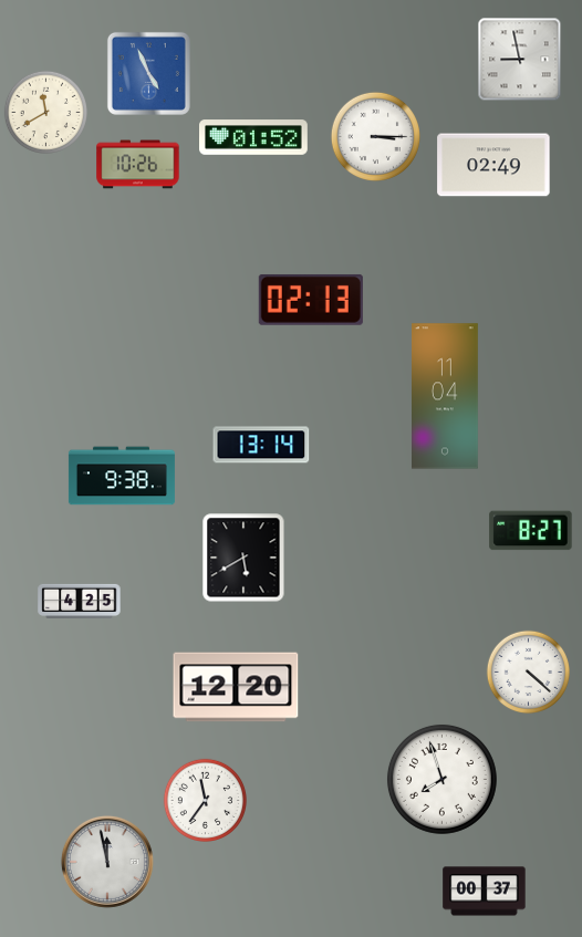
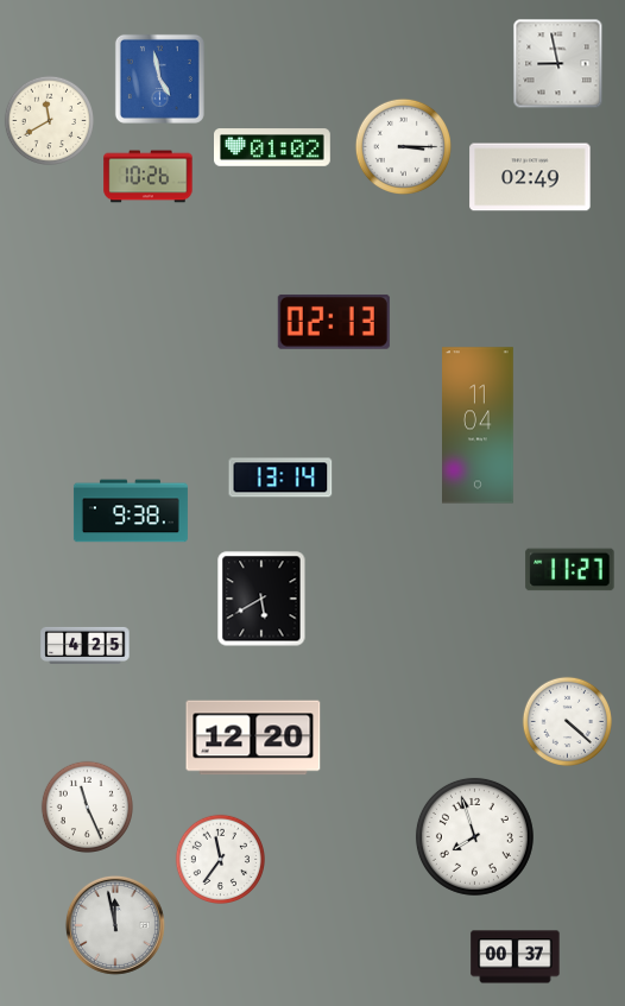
clock at (148, 73): 4:56 -> 4:58
clock at (254, 137): 01:52 -> 01:02
clock at (531, 531): 8:27 -> 11:27
clock at (87, 806): none -> 11:26
clock at (485, 892) position: (485, 892) -> (516, 957)
